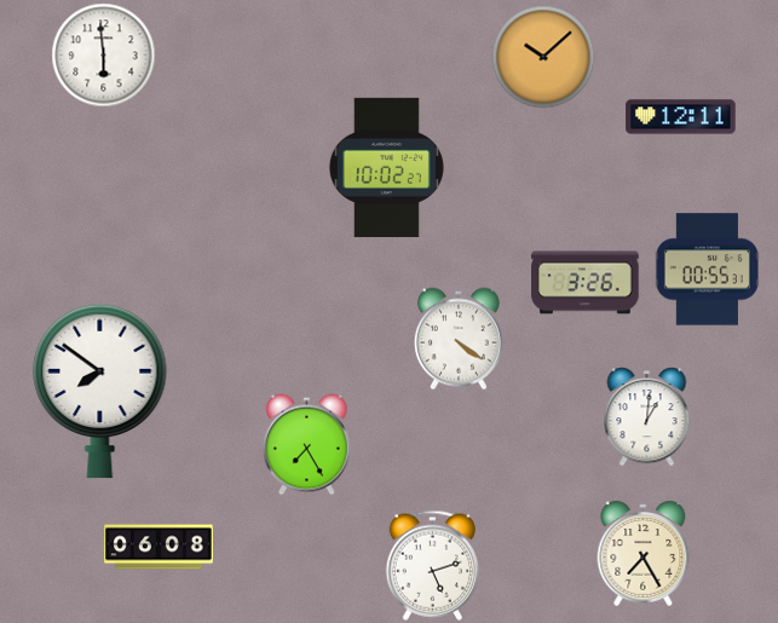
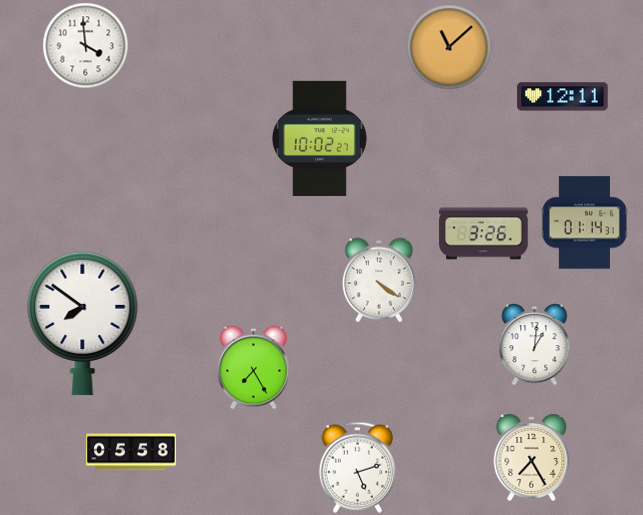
clock at (104, 56): 5:59 -> 3:59
clock at (543, 57): 10:08 -> 11:08
clock at (707, 270): 00:55 -> 01:14
clock at (159, 547): 06:08 -> 05:58
